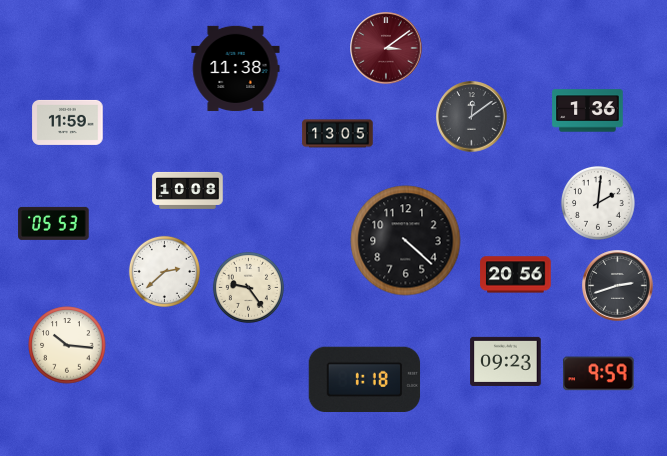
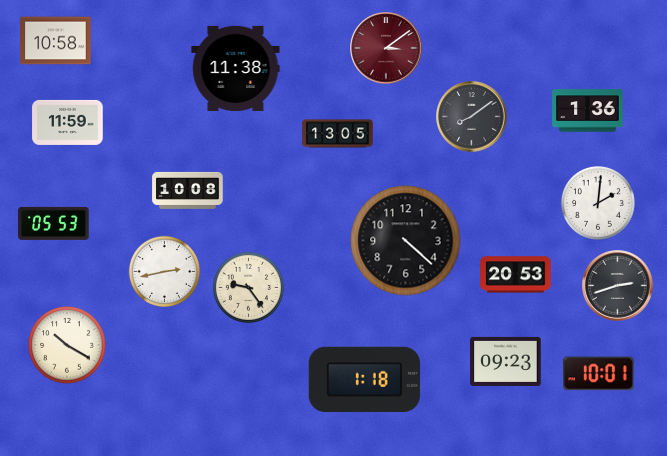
clock at (56, 41): none -> 10:58
clock at (472, 117): 12:09 -> 8:09
clock at (164, 271): 2:38 -> 2:43
clock at (516, 275): 20:56 -> 20:53
clock at (67, 345): 10:16 -> 10:20
clock at (599, 374): 9:59 -> 10:01
